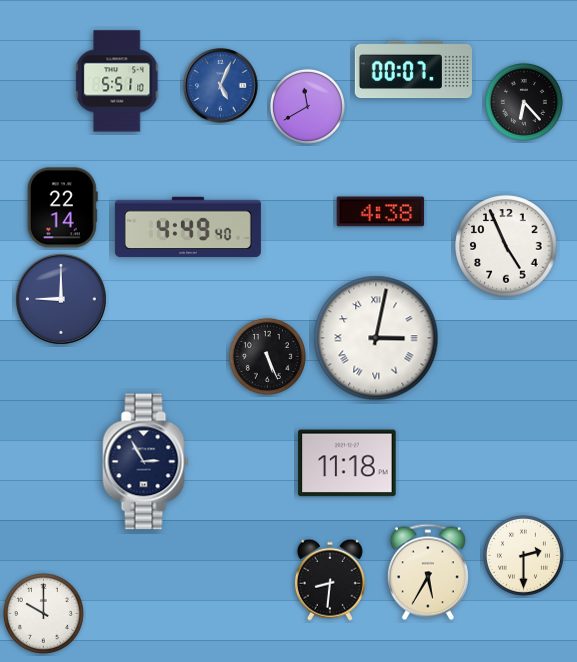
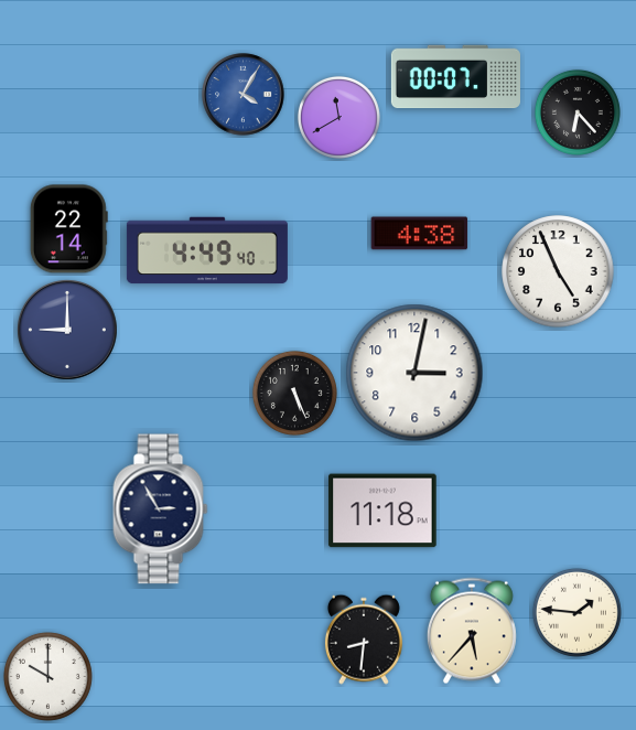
clock at (118, 81): 5:51 -> none
clock at (221, 86): 5:04 -> 4:05
clock at (376, 338) numerals: Roman -> Arabic
clock at (523, 555): 2:30 -> 1:46
clock at (428, 572): 5:35 -> 5:37
